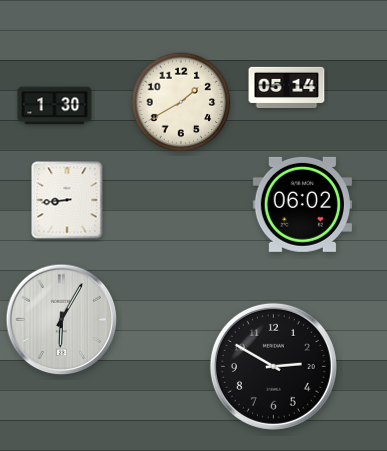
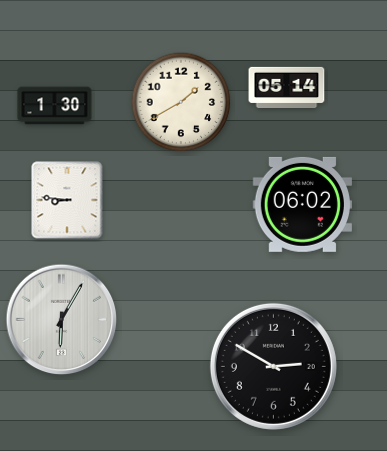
clock at (67, 200): 8:44 -> 8:46
